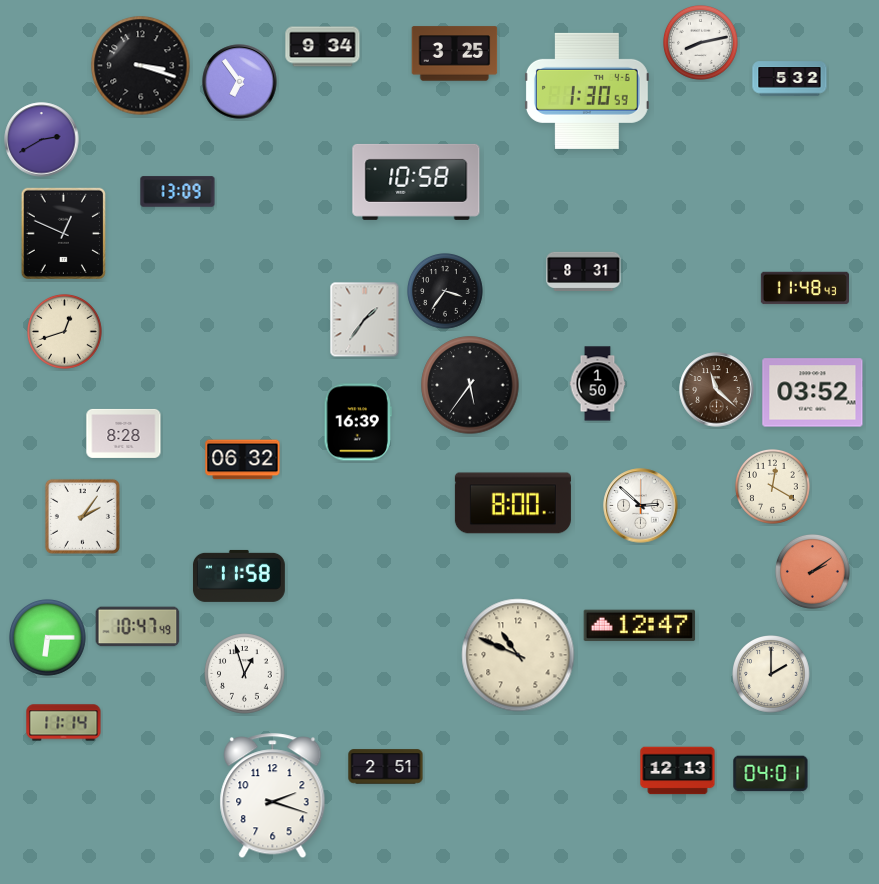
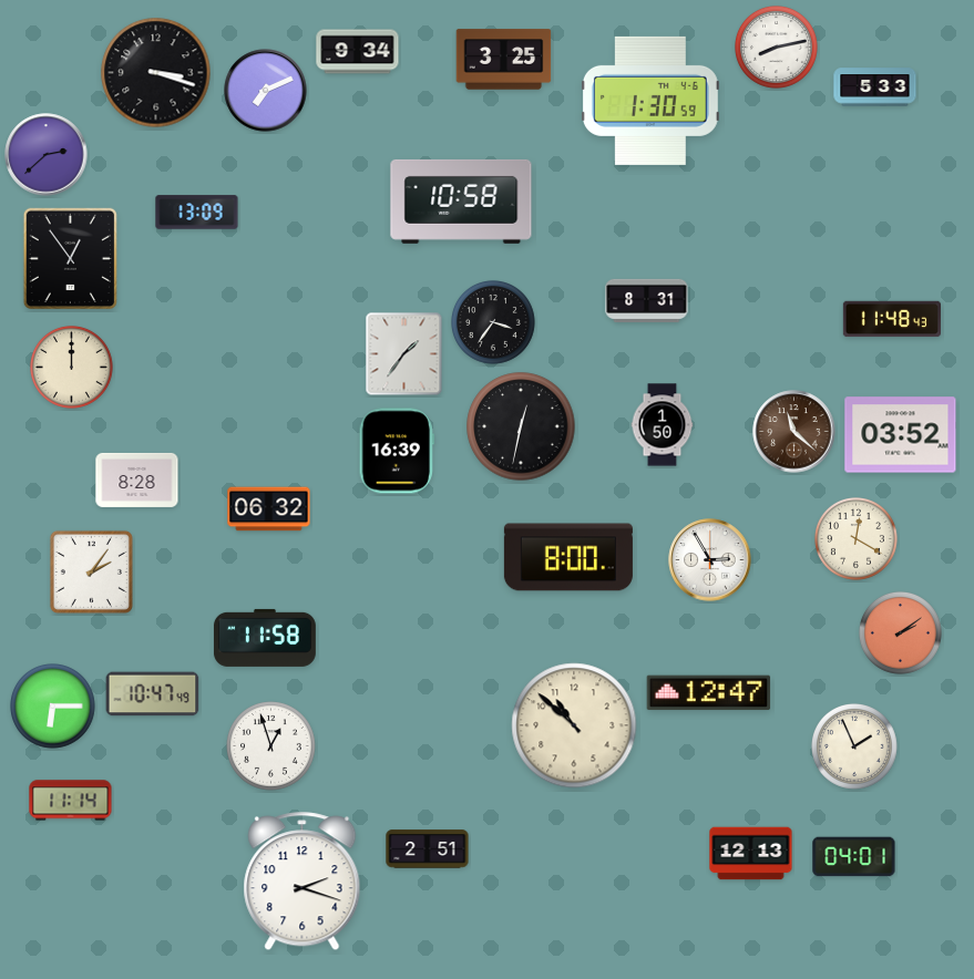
clock at (790, 79): 5:32 -> 5:33
clock at (240, 82): 6:54 -> 7:11
clock at (42, 140): 2:40 -> 2:38
clock at (63, 233): 12:49 -> 12:54
clock at (65, 332): 12:42 -> 12:00
clock at (470, 385): 5:36 -> 12:32
clock at (358, 422) position: (358, 422) -> (397, 451)
clock at (641, 506): 2:52 -> 2:55
clock at (518, 655): 10:49 -> 10:52
clock at (772, 675): 2:00 -> 1:56
